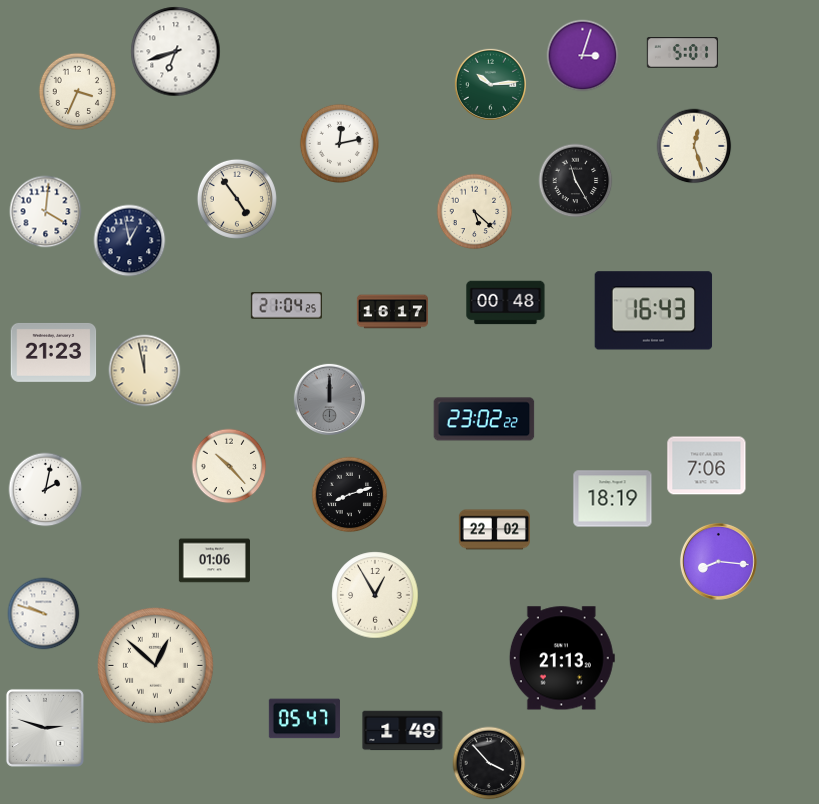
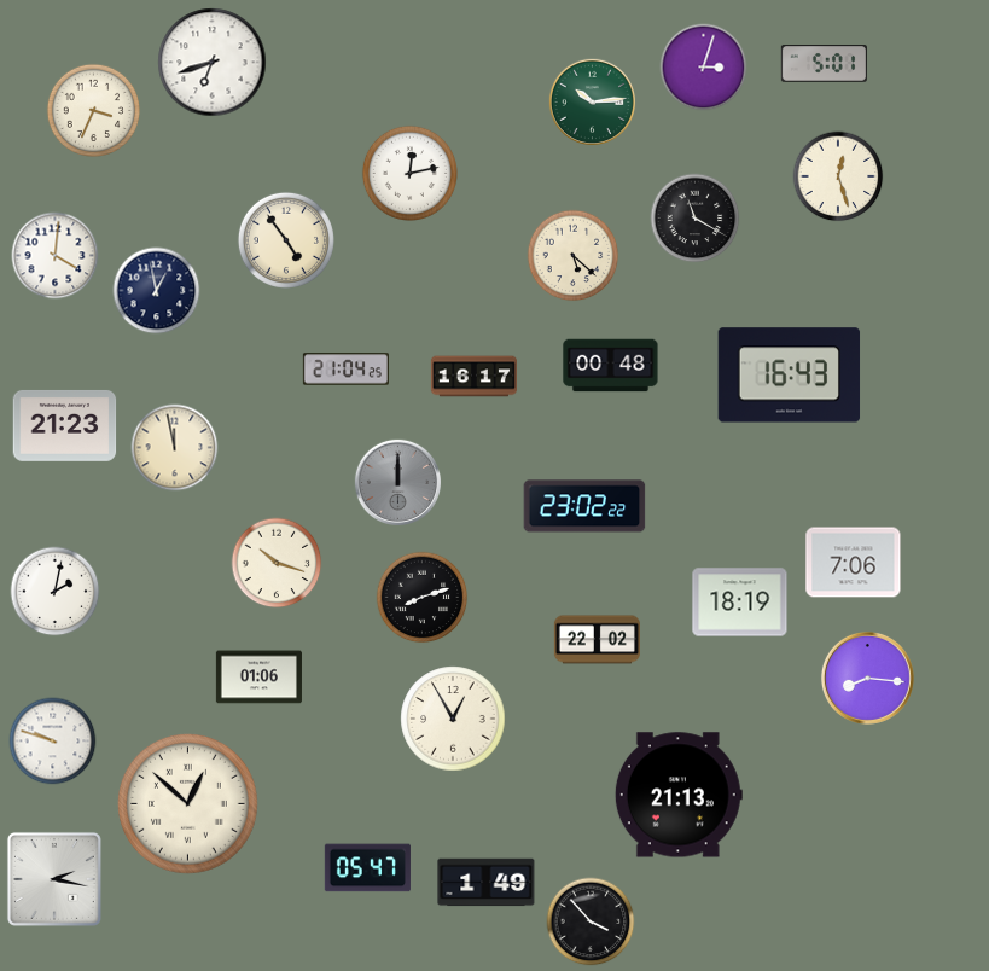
clock at (576, 181): 11:25 -> 11:20
clock at (229, 466): 10:23 -> 10:18
clock at (45, 728): 2:48 -> 2:17
